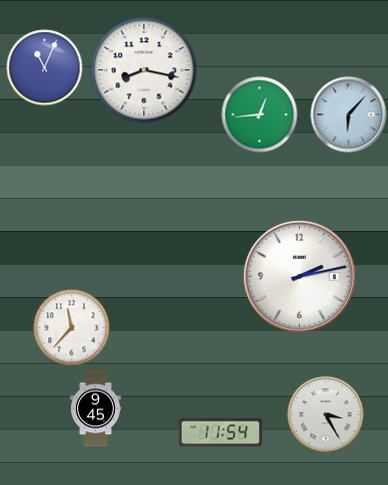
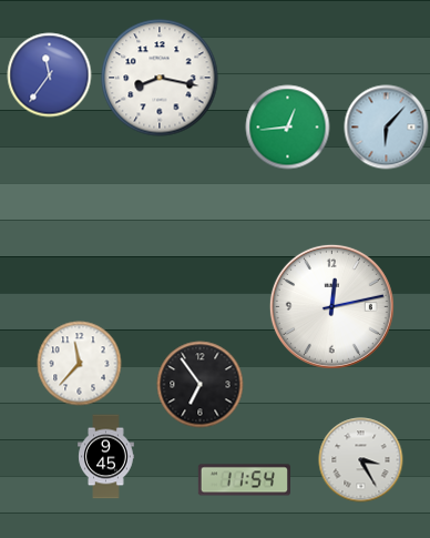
clock at (45, 68): 11:04 -> 11:36
clock at (299, 276): 2:13 -> 12:13
clock at (201, 385): none -> 6:54
clock at (96, 409) position: (96, 409) -> (106, 457)
